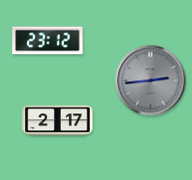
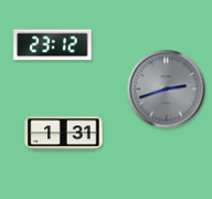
clock at (151, 81): 2:44 -> 2:42
clock at (58, 121): 2:17 -> 1:31
